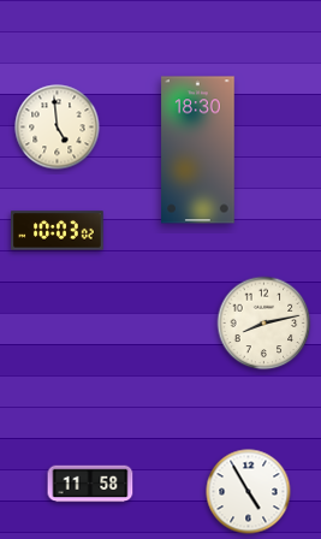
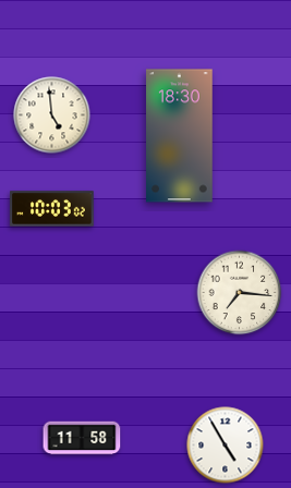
clock at (264, 324): 8:13 -> 7:16
